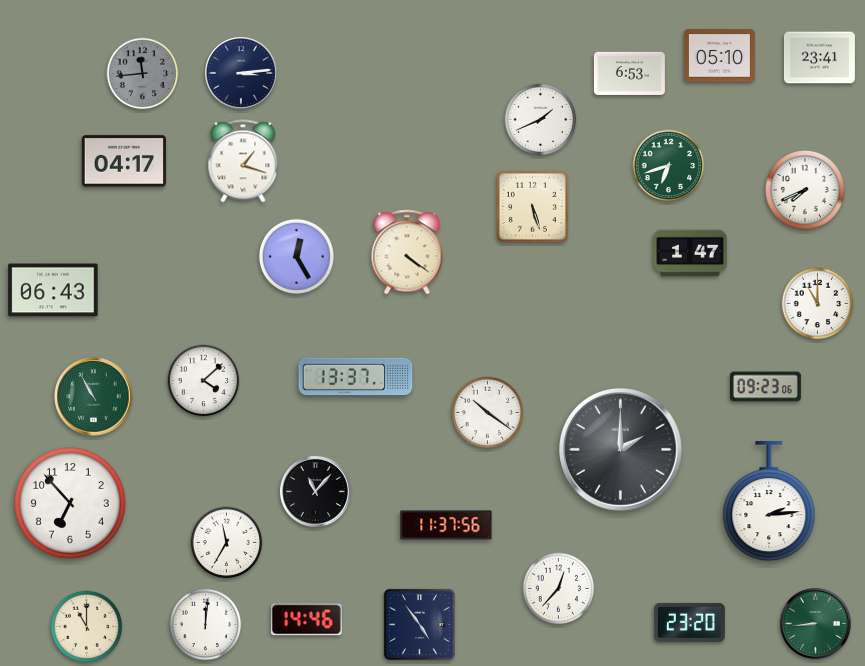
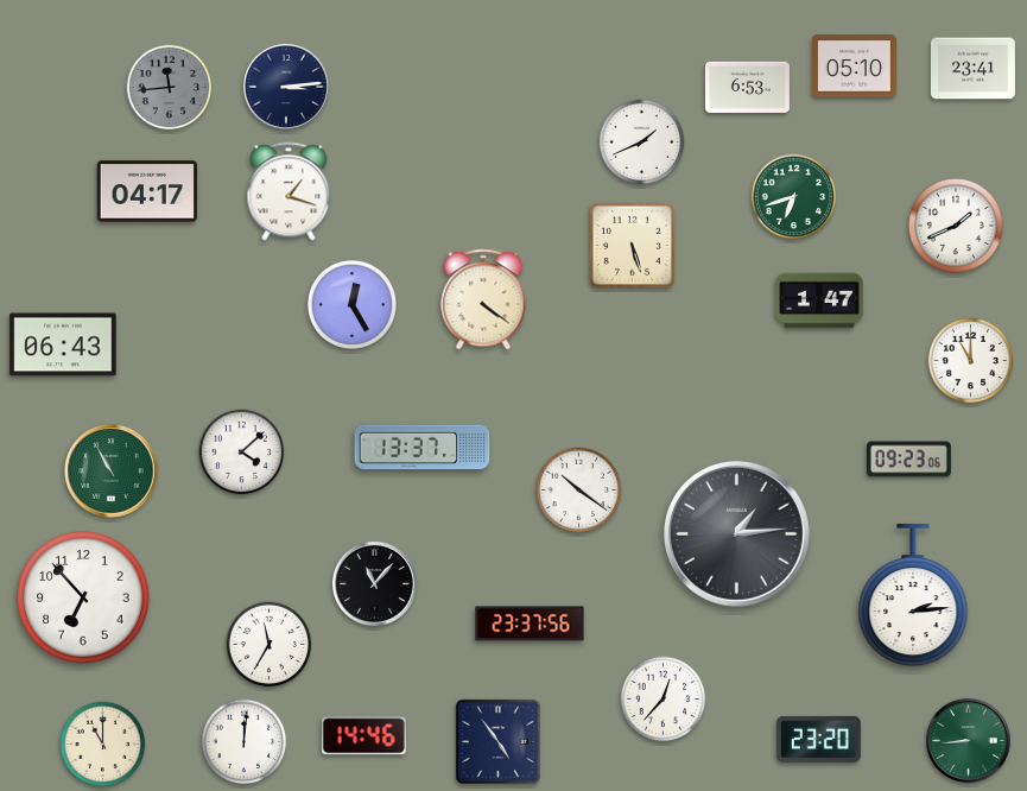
clock at (806, 191): 7:41 -> 1:41
clock at (621, 450): 2:00 -> 1:14
clock at (446, 525): 11:37 -> 23:37
